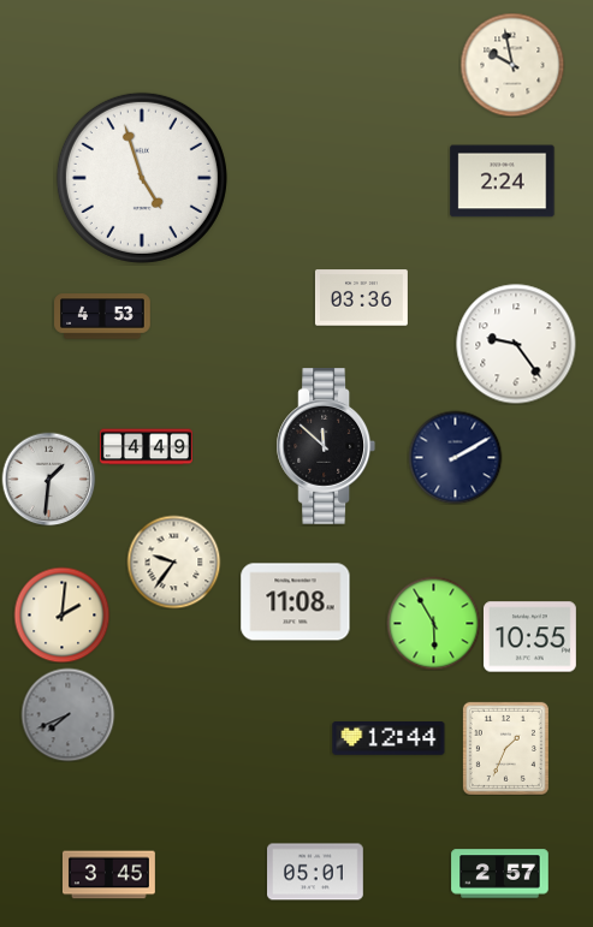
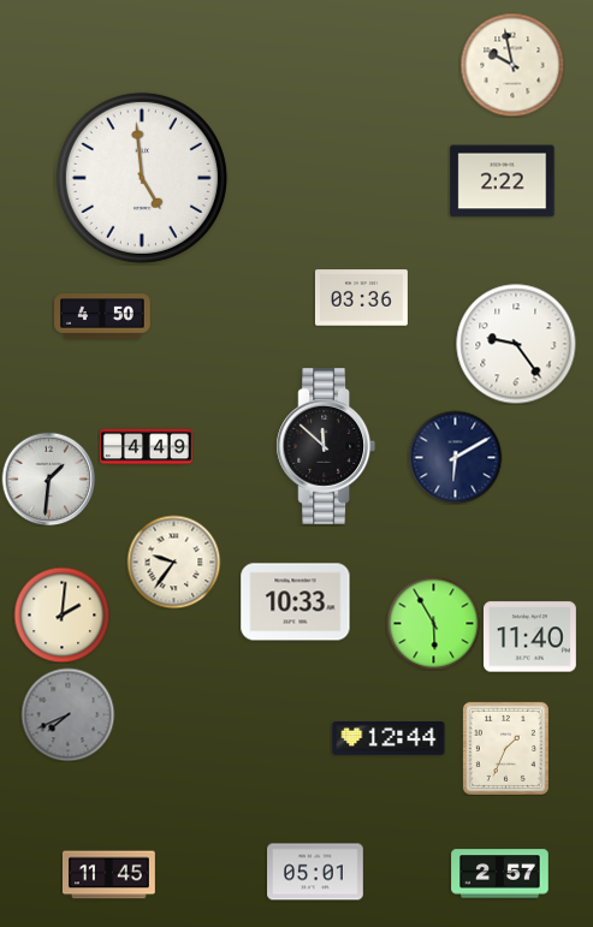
clock at (142, 178): 4:57 -> 4:59
clock at (503, 182): 2:24 -> 2:22
clock at (102, 316): 4:53 -> 4:50
clock at (455, 457): 2:10 -> 6:10
clock at (296, 602): 11:08 -> 10:33
clock at (529, 637): 10:55 -> 11:40
clock at (108, 875): 3:45 -> 11:45
